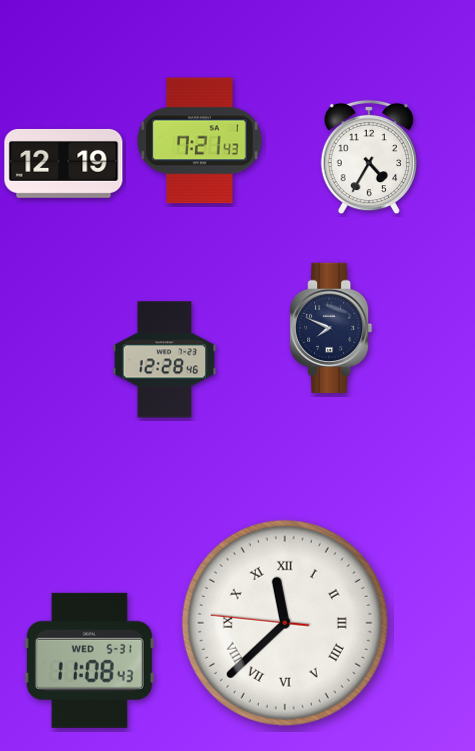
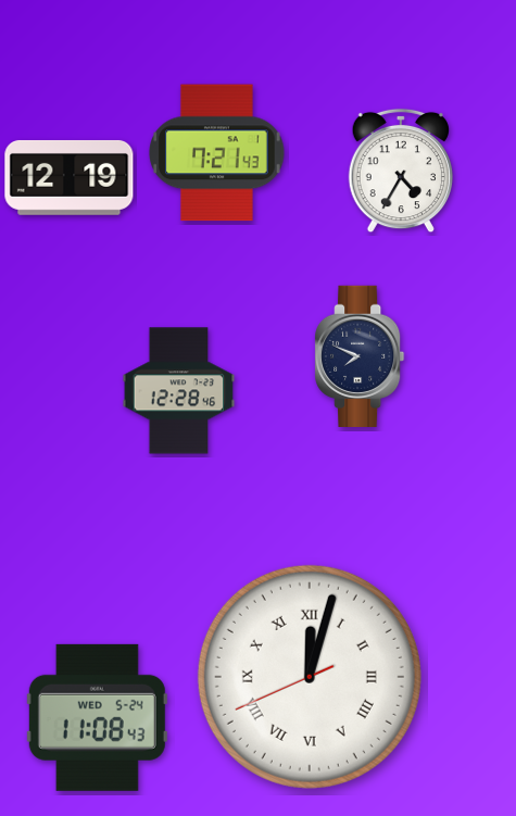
clock at (285, 623): 11:37 -> 12:02
clock at (89, 660) date: WED 5-31 -> WED 5-24
